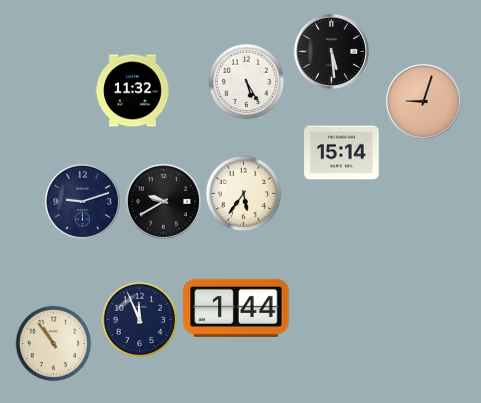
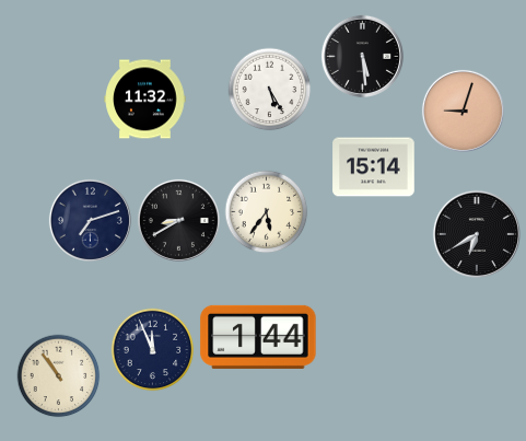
clock at (82, 201): 9:12 -> 7:12
clock at (163, 201): 9:40 -> 8:40
clock at (477, 234): none -> 6:40
